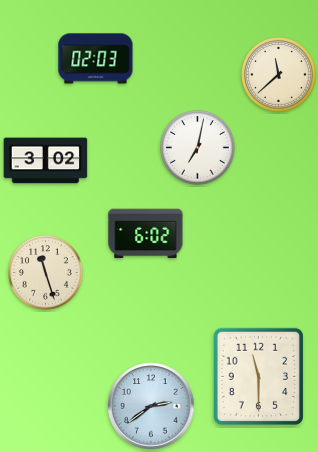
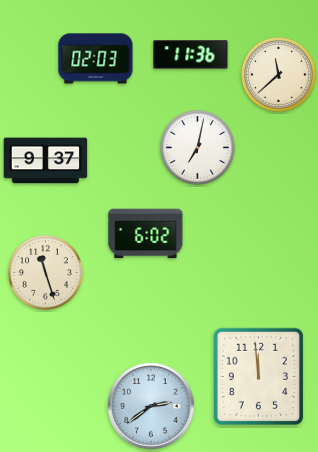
clock at (191, 55): none -> 11:36
clock at (46, 161): 3:02 -> 9:37
clock at (258, 376): 11:30 -> 11:59
